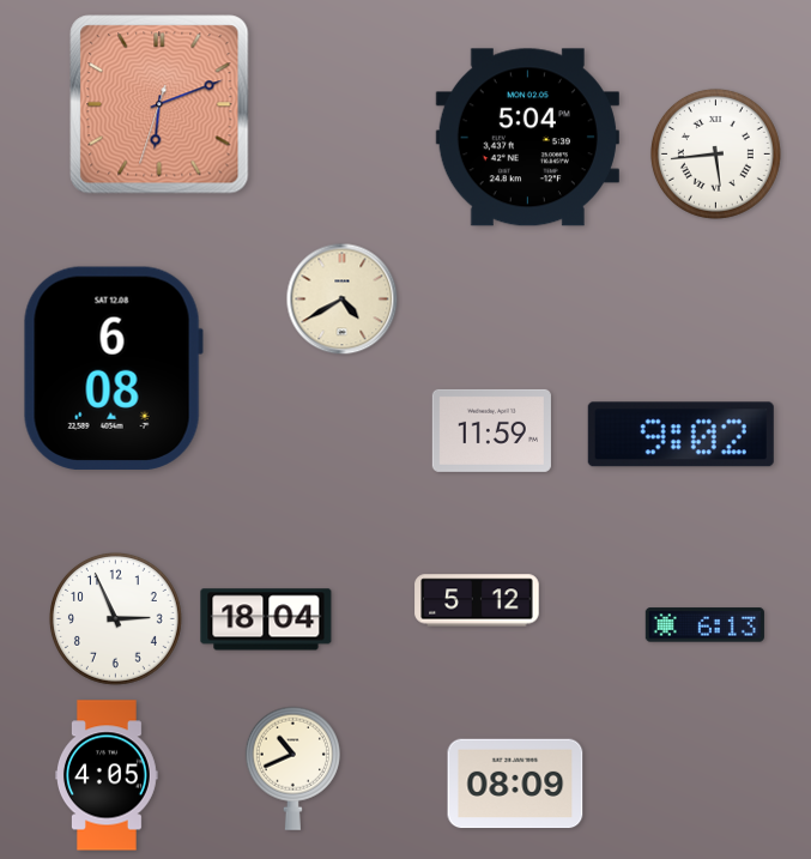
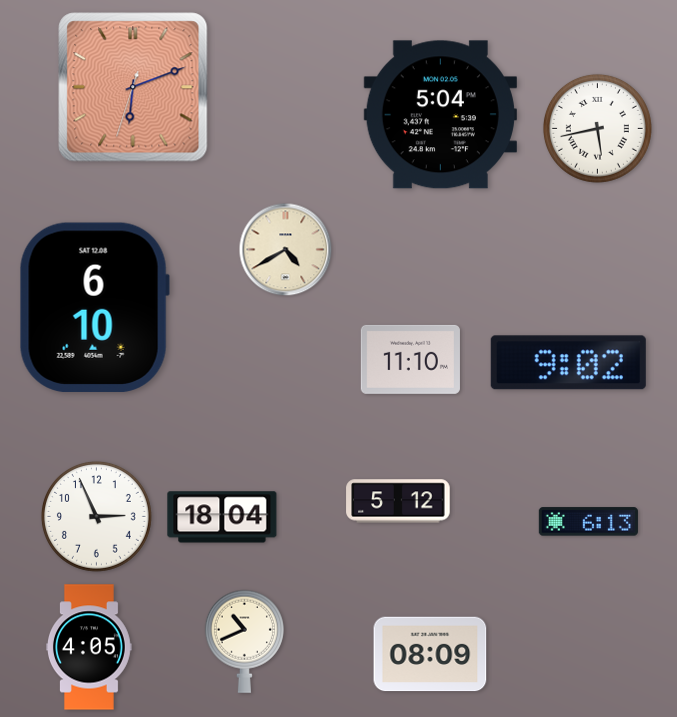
clock at (715, 153): 5:44 -> 5:43
clock at (113, 368): 6:08 -> 6:10
clock at (491, 430): 11:59 -> 11:10
